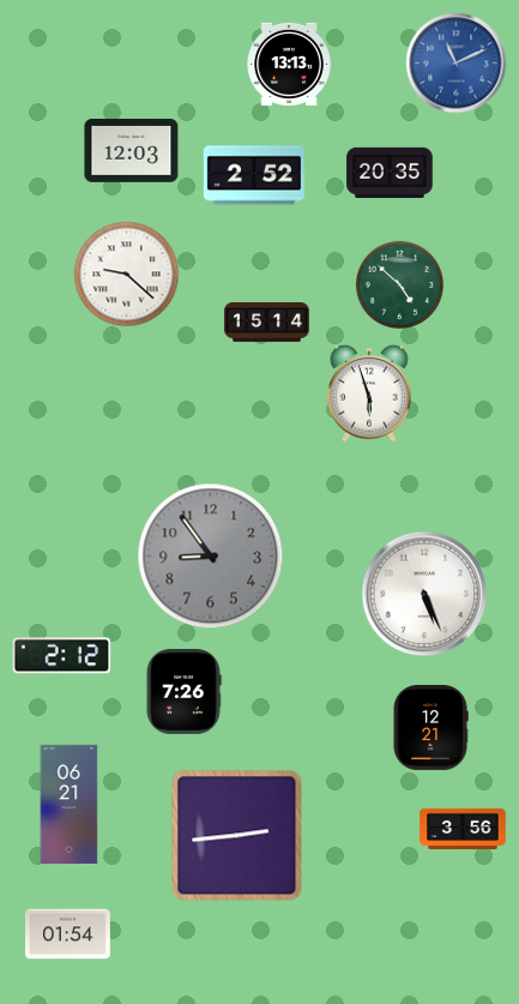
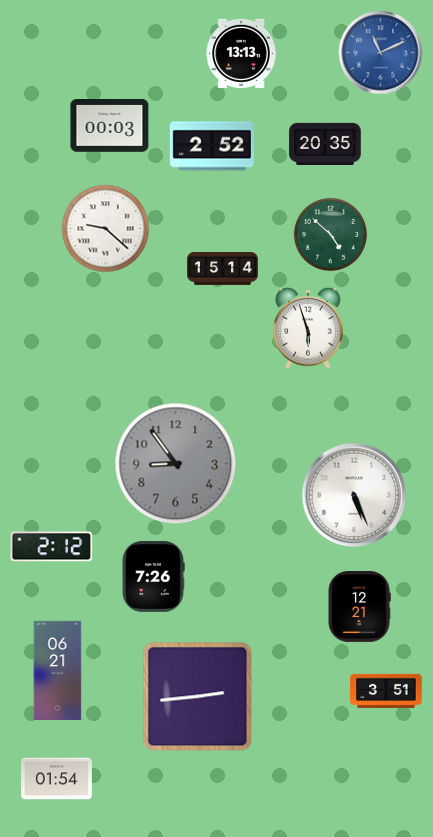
clock at (132, 151): 12:03 -> 00:03
clock at (399, 284) position: (399, 284) -> (330, 234)
clock at (463, 828): 3:56 -> 3:51
